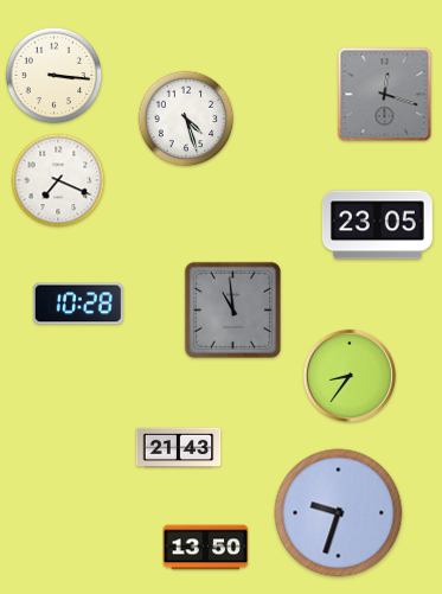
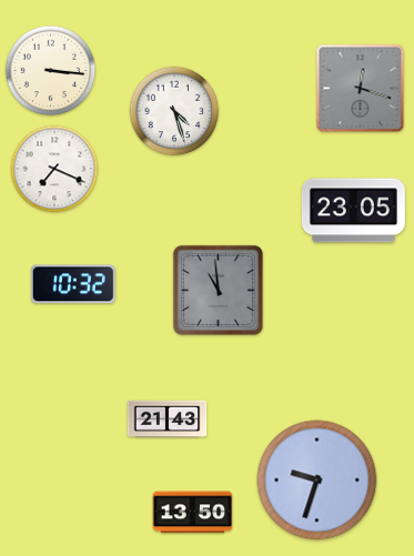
clock at (78, 304): 10:28 -> 10:32
clock at (350, 376): 8:36 -> none
